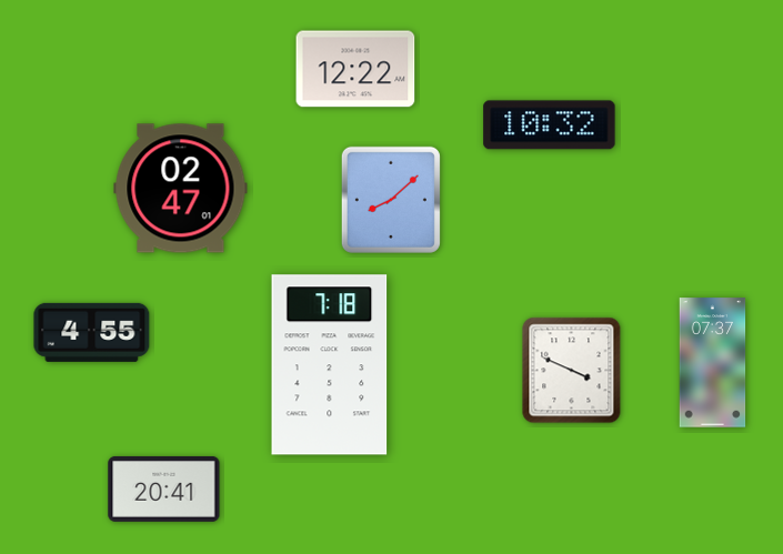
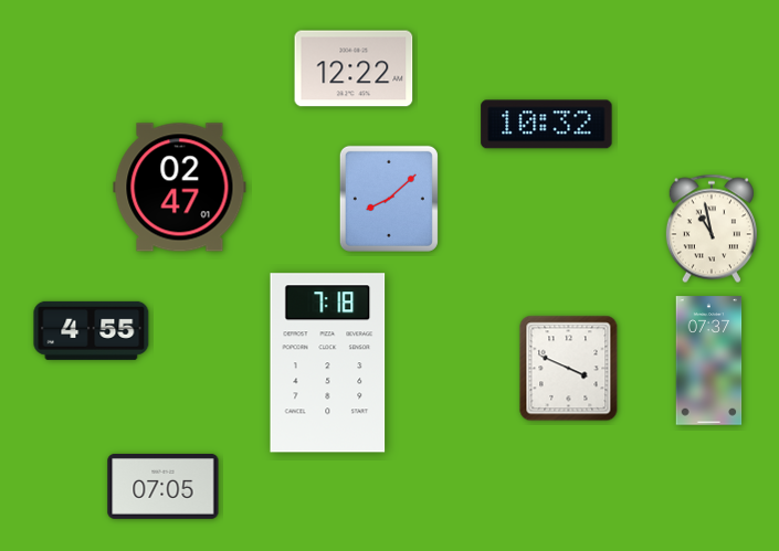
clock at (712, 229): none -> 10:58
clock at (164, 488): 20:41 -> 07:05
